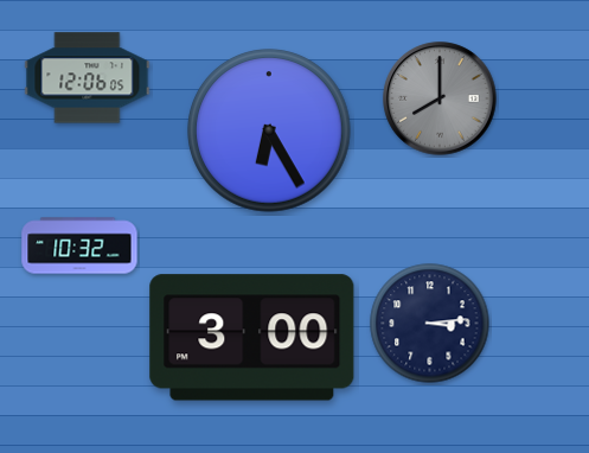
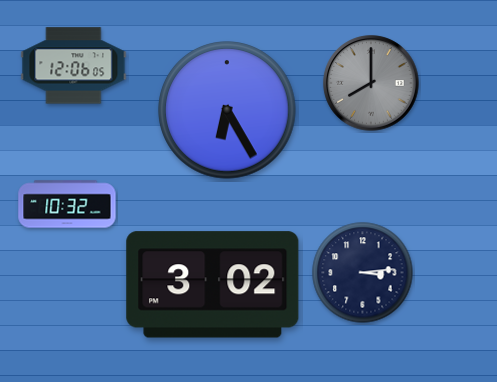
clock at (79, 245) position: (79, 245) -> (67, 204)
clock at (252, 338): 3:00 -> 3:02
